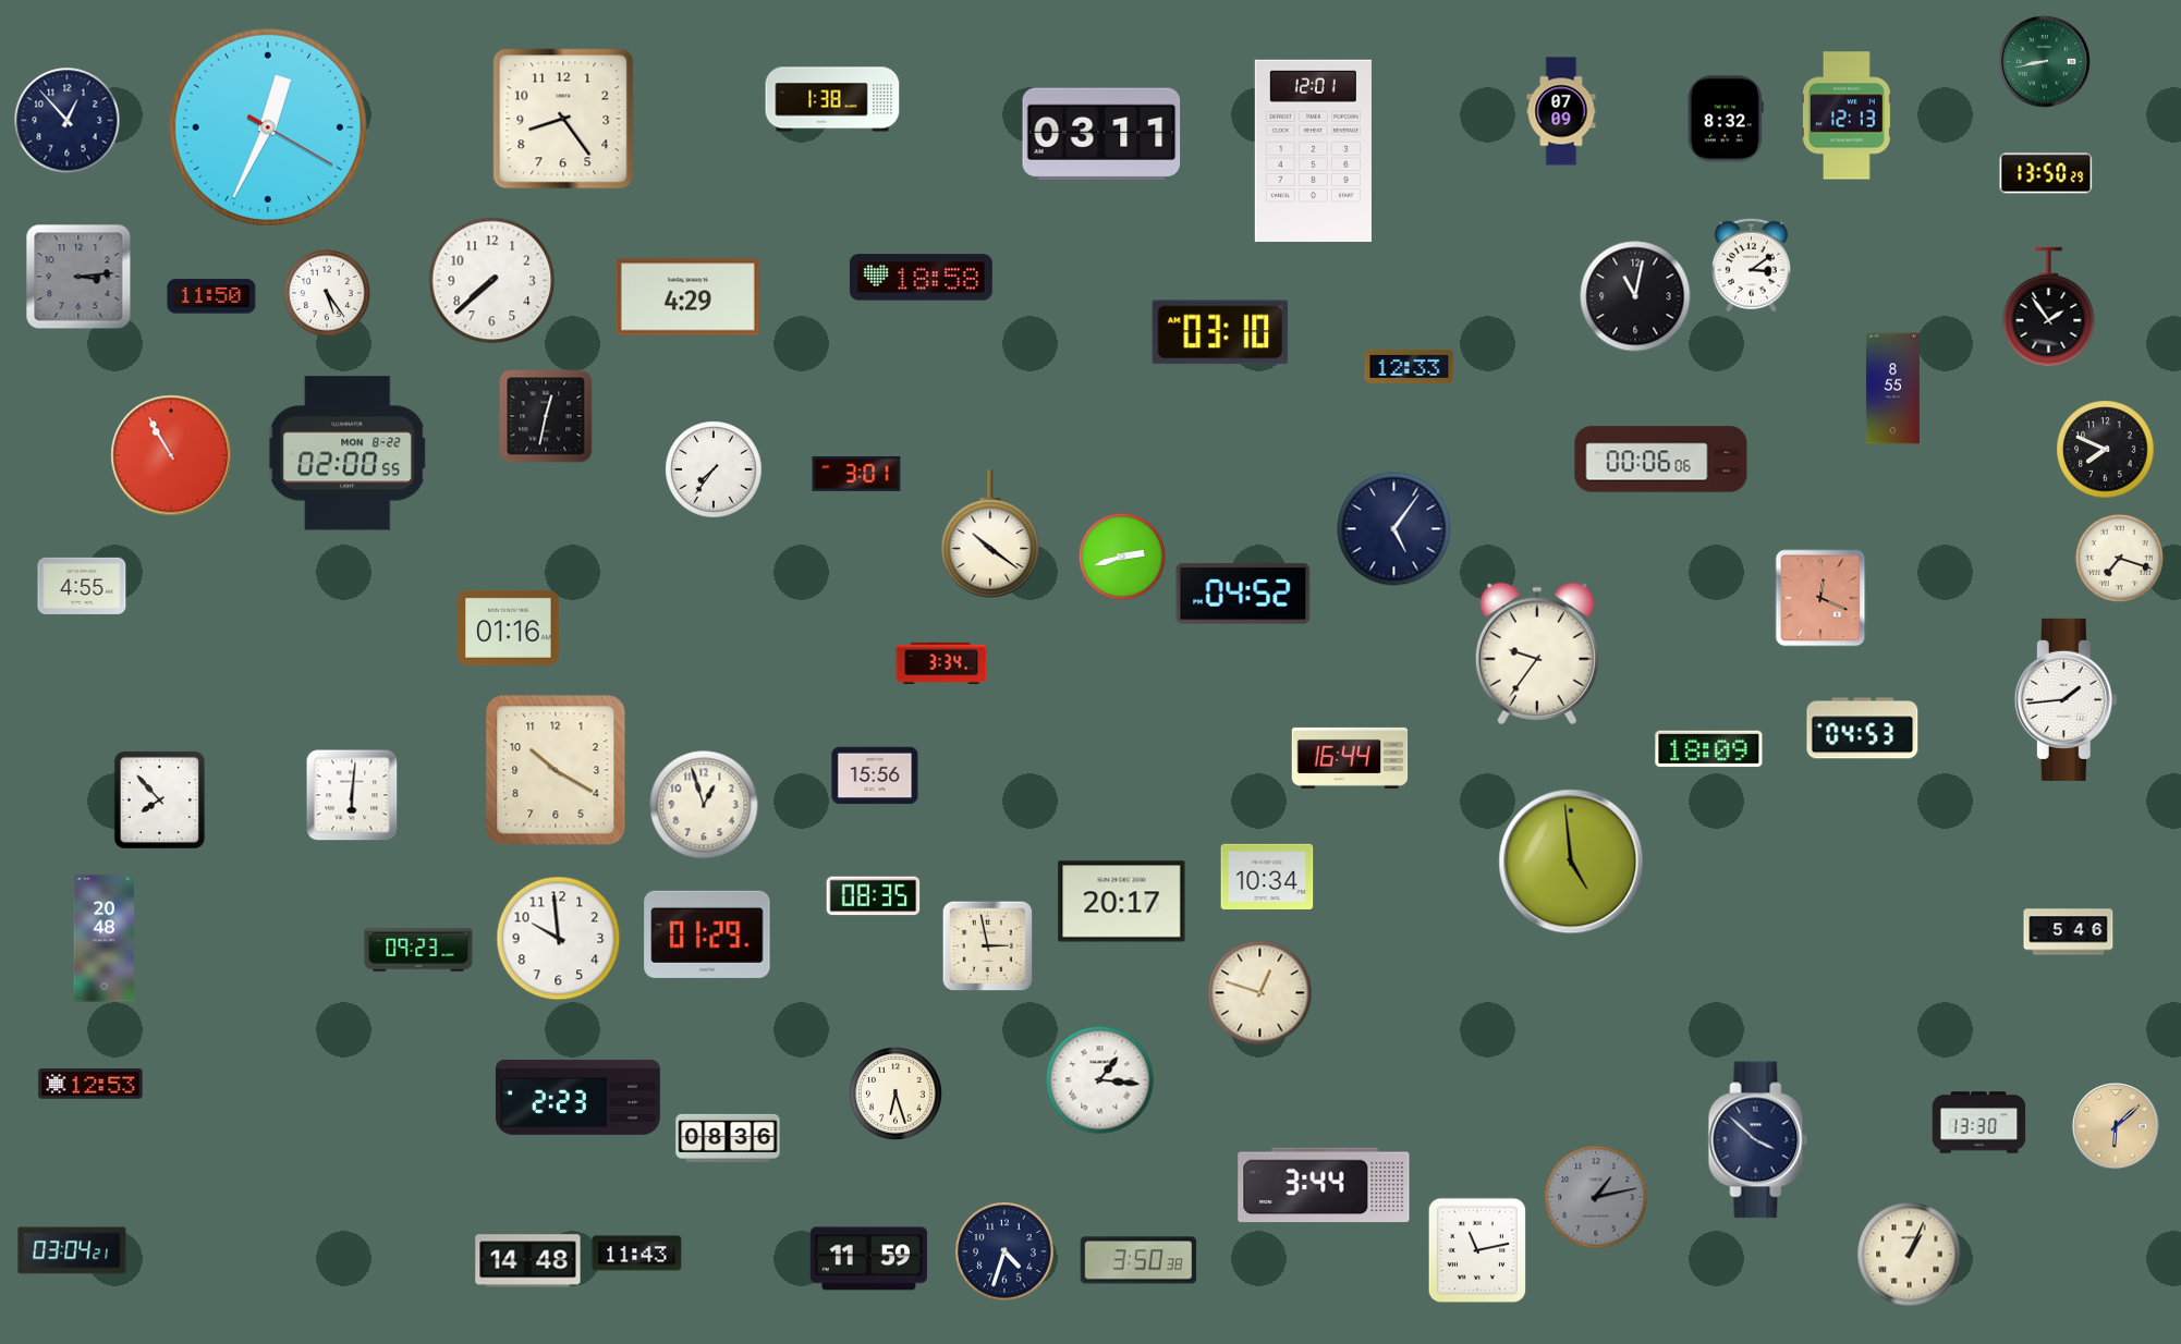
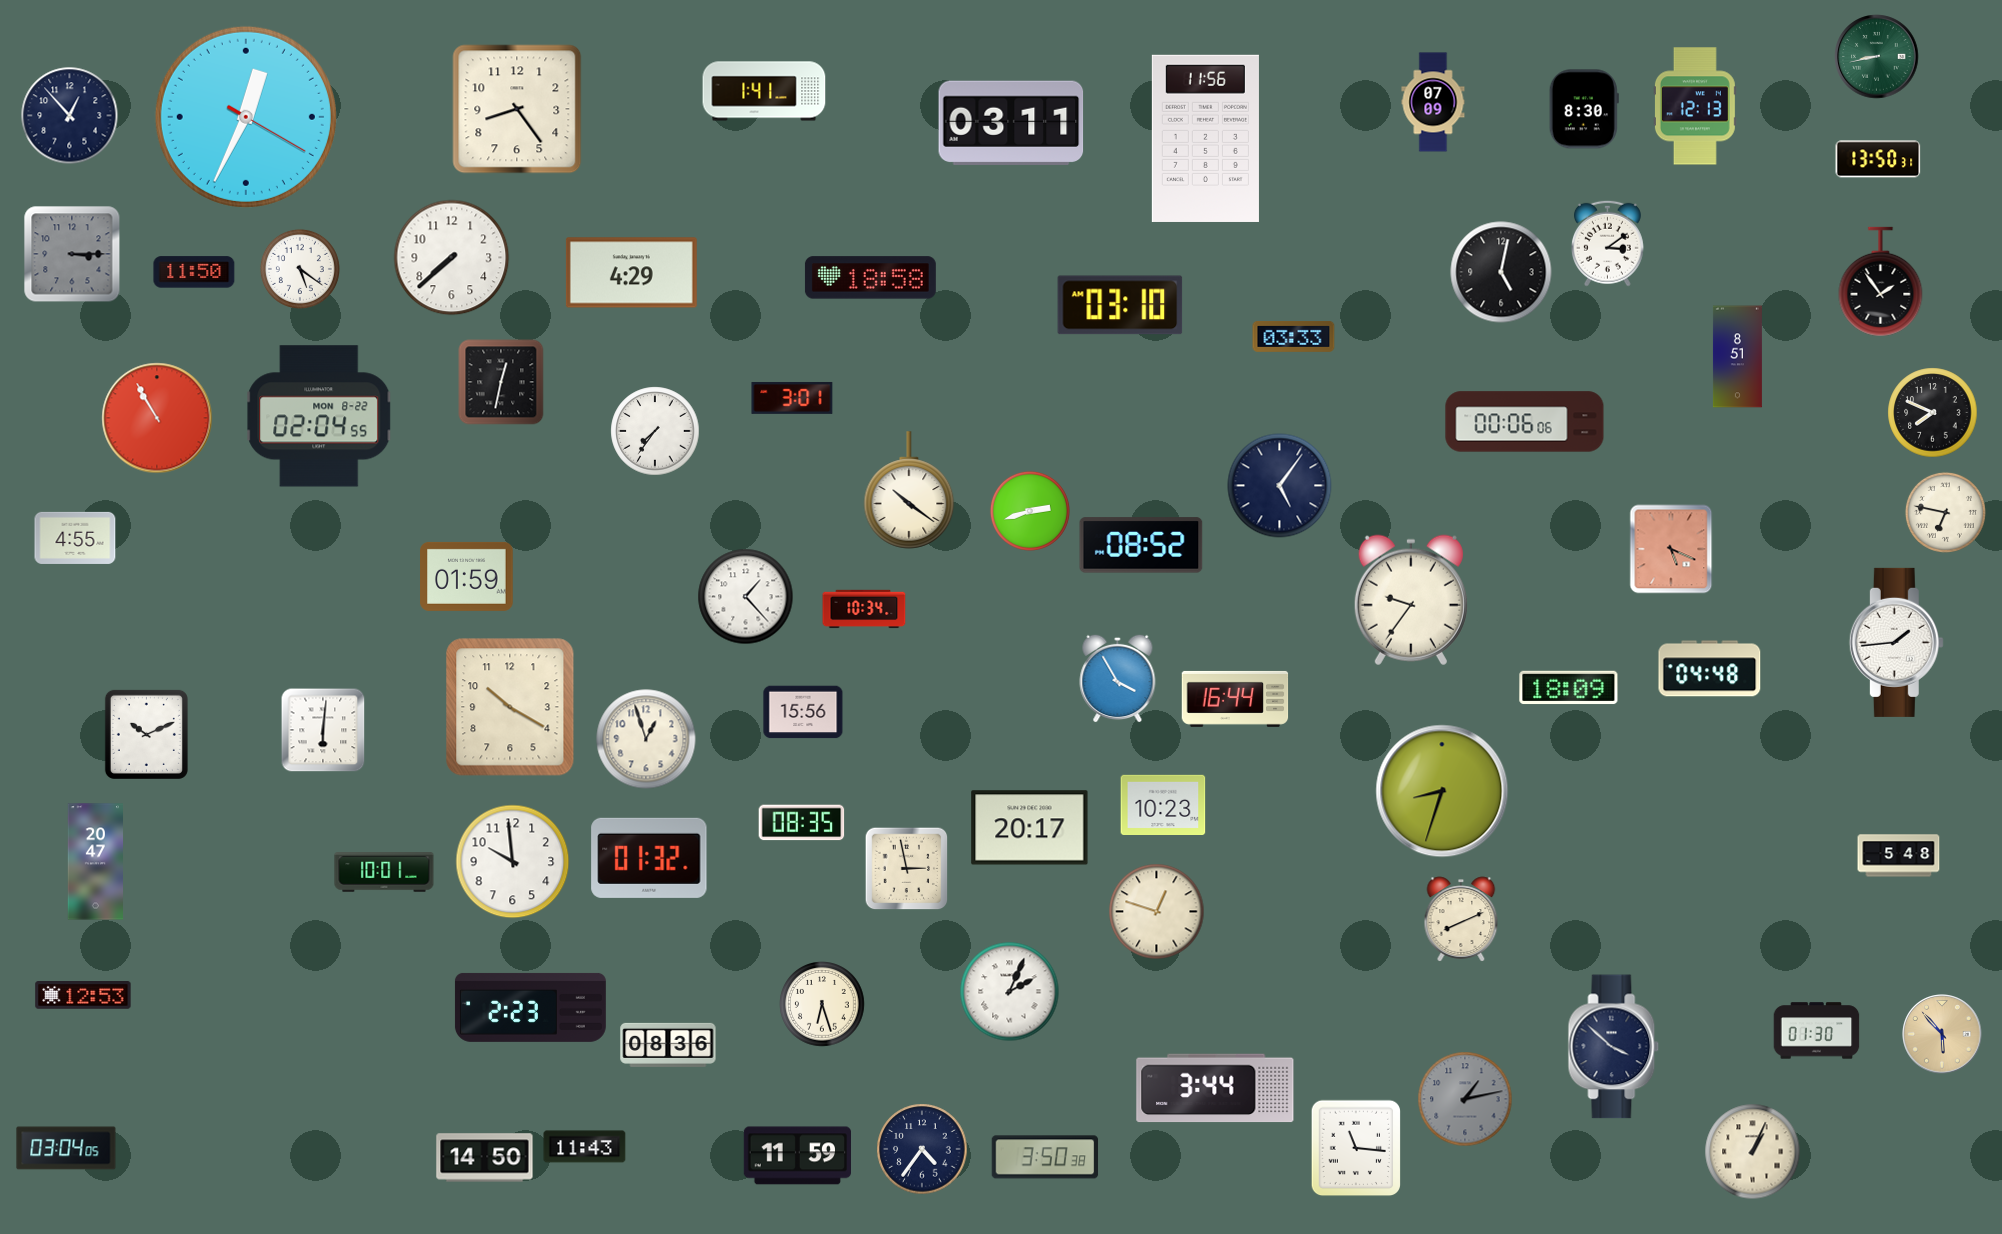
clock at (832, 99): 1:38 -> 1:41
clock at (1726, 119): 8:32 -> 8:30
clock at (68, 121) position: (68, 121) -> (70, 116)
clock at (1313, 150): 12:01 -> 11:56
clock at (2046, 173): 13:50:29 -> 13:50:31
clock at (78, 277): 3:14 -> 3:15
clock at (921, 278) position: (921, 278) -> (870, 278)
clock at (327, 293): 5:24 -> 5:21
clock at (1635, 296): 11:02 -> 5:02
clock at (1410, 367): 12:33 -> 03:33
clock at (1892, 389): 8:55 -> 8:51
clock at (348, 453): 02:00 -> 02:04
clock at (856, 474) position: (856, 474) -> (792, 398)
clock at (2119, 558): 7:18 -> 6:47
clock at (1243, 594): 04:52 -> 08:52
clock at (1820, 598): 12:19 -> 5:19
clock at (509, 627): 01:16 -> 01:59
clock at (746, 597): none -> 1:23
clock at (941, 663): 3:34 -> 10:34
clock at (1863, 729): 04:53 -> 04:48
clock at (1118, 678): none -> 3:55
clock at (1350, 758) position: (1350, 758) -> (1235, 699)
clock at (159, 799): 7:53 -> 10:11
clock at (1571, 862): 4:59 -> 8:33
clock at (1267, 876): 10:34 -> 10:23
clock at (2069, 932): 5:46 -> 5:48
clock at (707, 934): 01:29 -> 01:32
clock at (105, 939): 20:48 -> 20:47
clock at (418, 950): 09:23 -> 10:01
clock at (1461, 919): none -> 8:11
clock at (1100, 1080): 1:16 -> 2:04
clock at (1979, 1123): 13:30 -> 01:30
clock at (2116, 1126): 6:08 -> 5:53
clock at (72, 1250): 03:04:21 -> 03:04:05
clock at (1477, 1250): 11:13 -> 11:16
clock at (1004, 1251): 4:33 -> 4:36
clock at (637, 1254) position: (637, 1254) -> (585, 1147)
clock at (528, 1261): 14:48 -> 14:50
